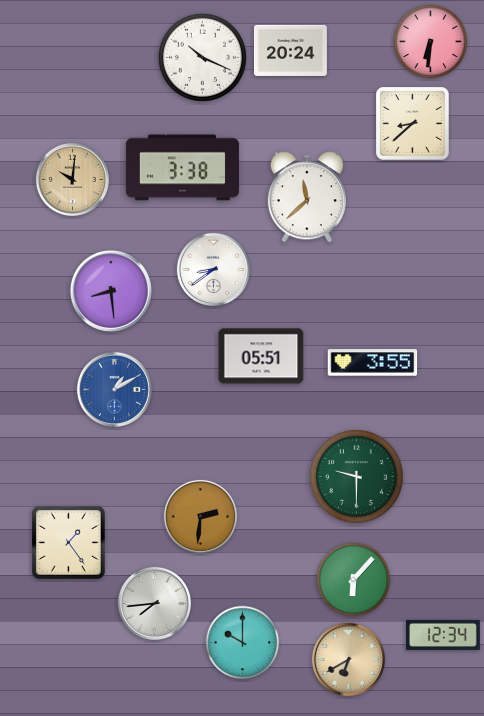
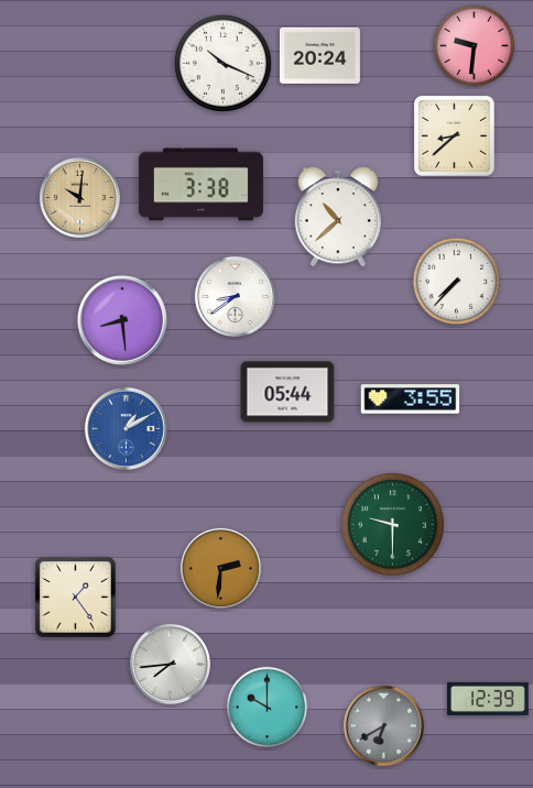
clock at (431, 42): 6:31 -> 9:31
clock at (307, 197): 11:38 -> 10:38
clock at (457, 282): none -> 7:37
clock at (261, 356): 05:51 -> 05:44
clock at (354, 580): 6:07 -> none
clock at (444, 635): 12:34 -> 12:39
clock at (348, 659) dial: champagne -> grey
